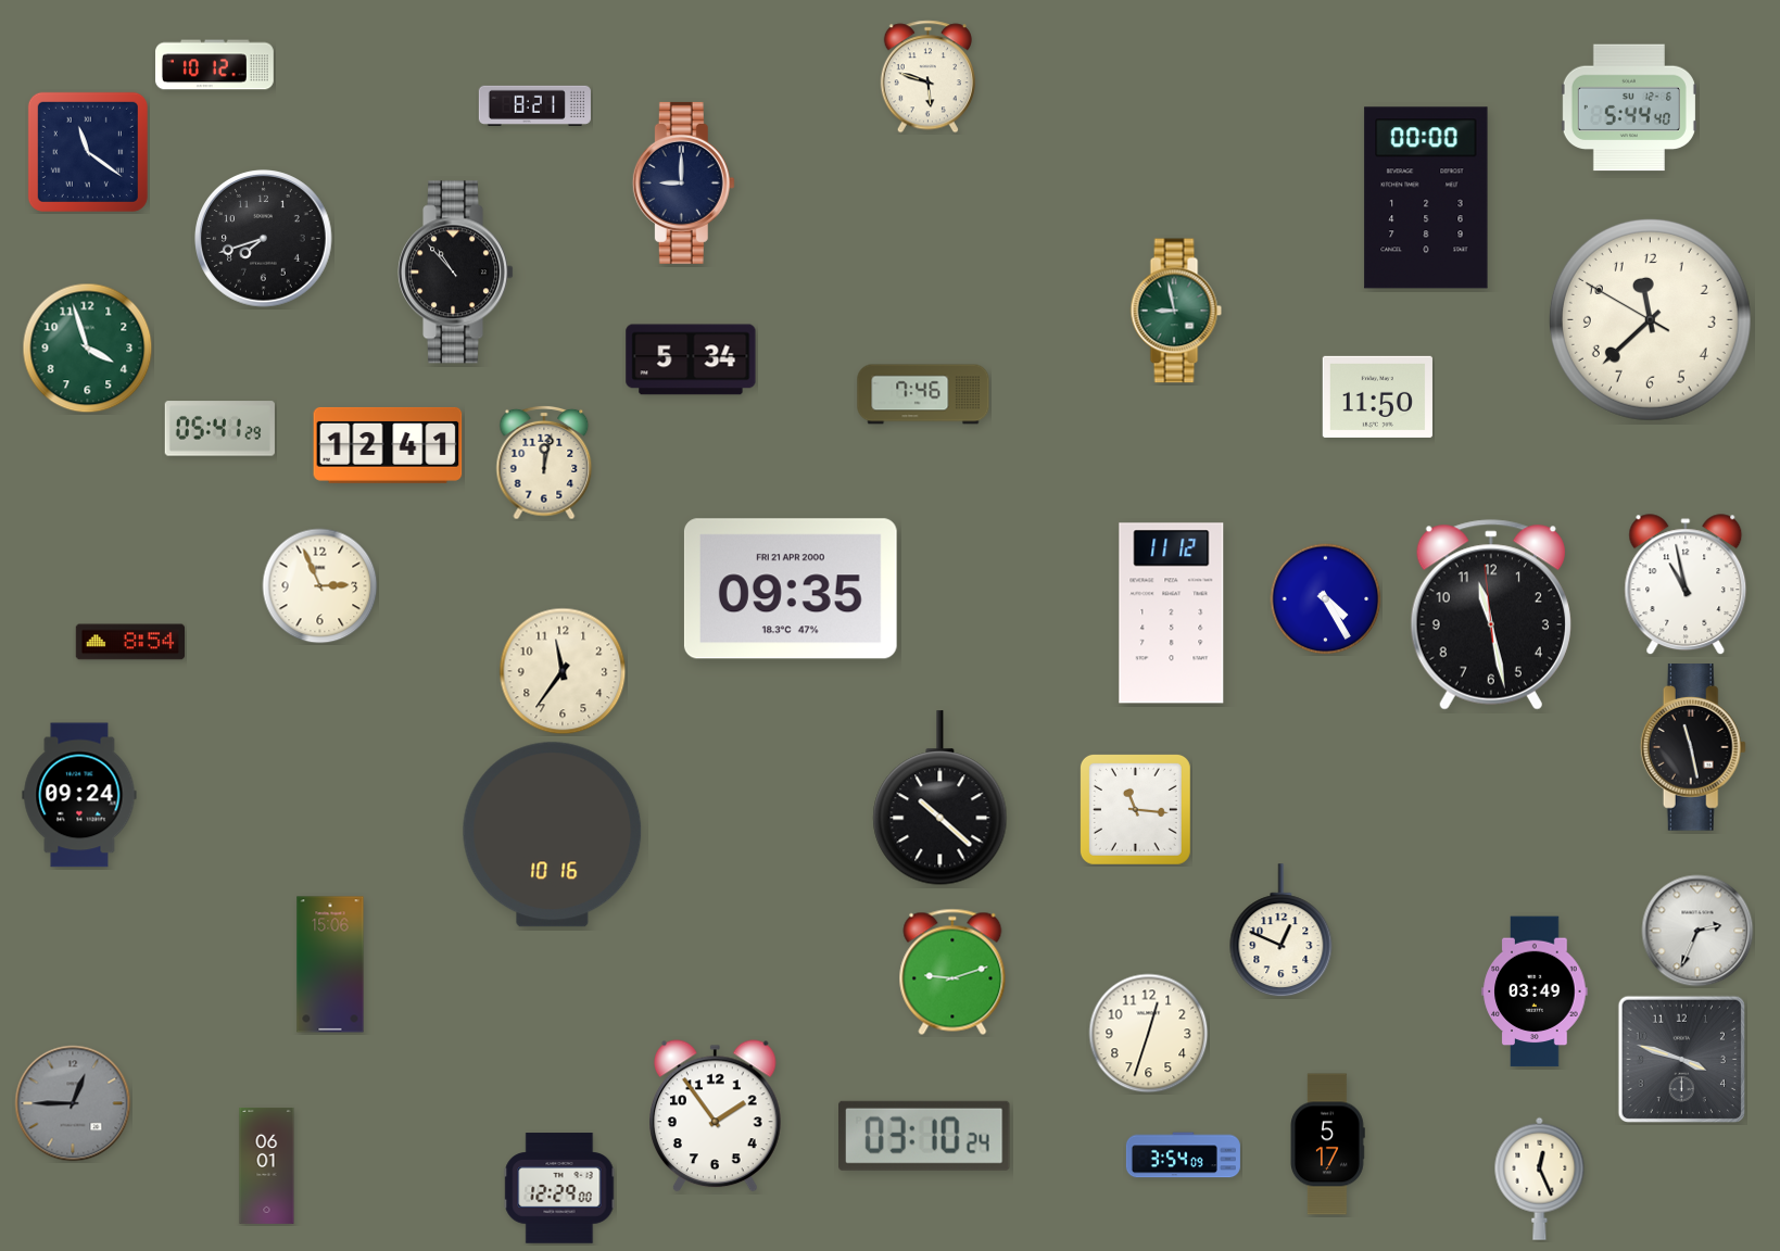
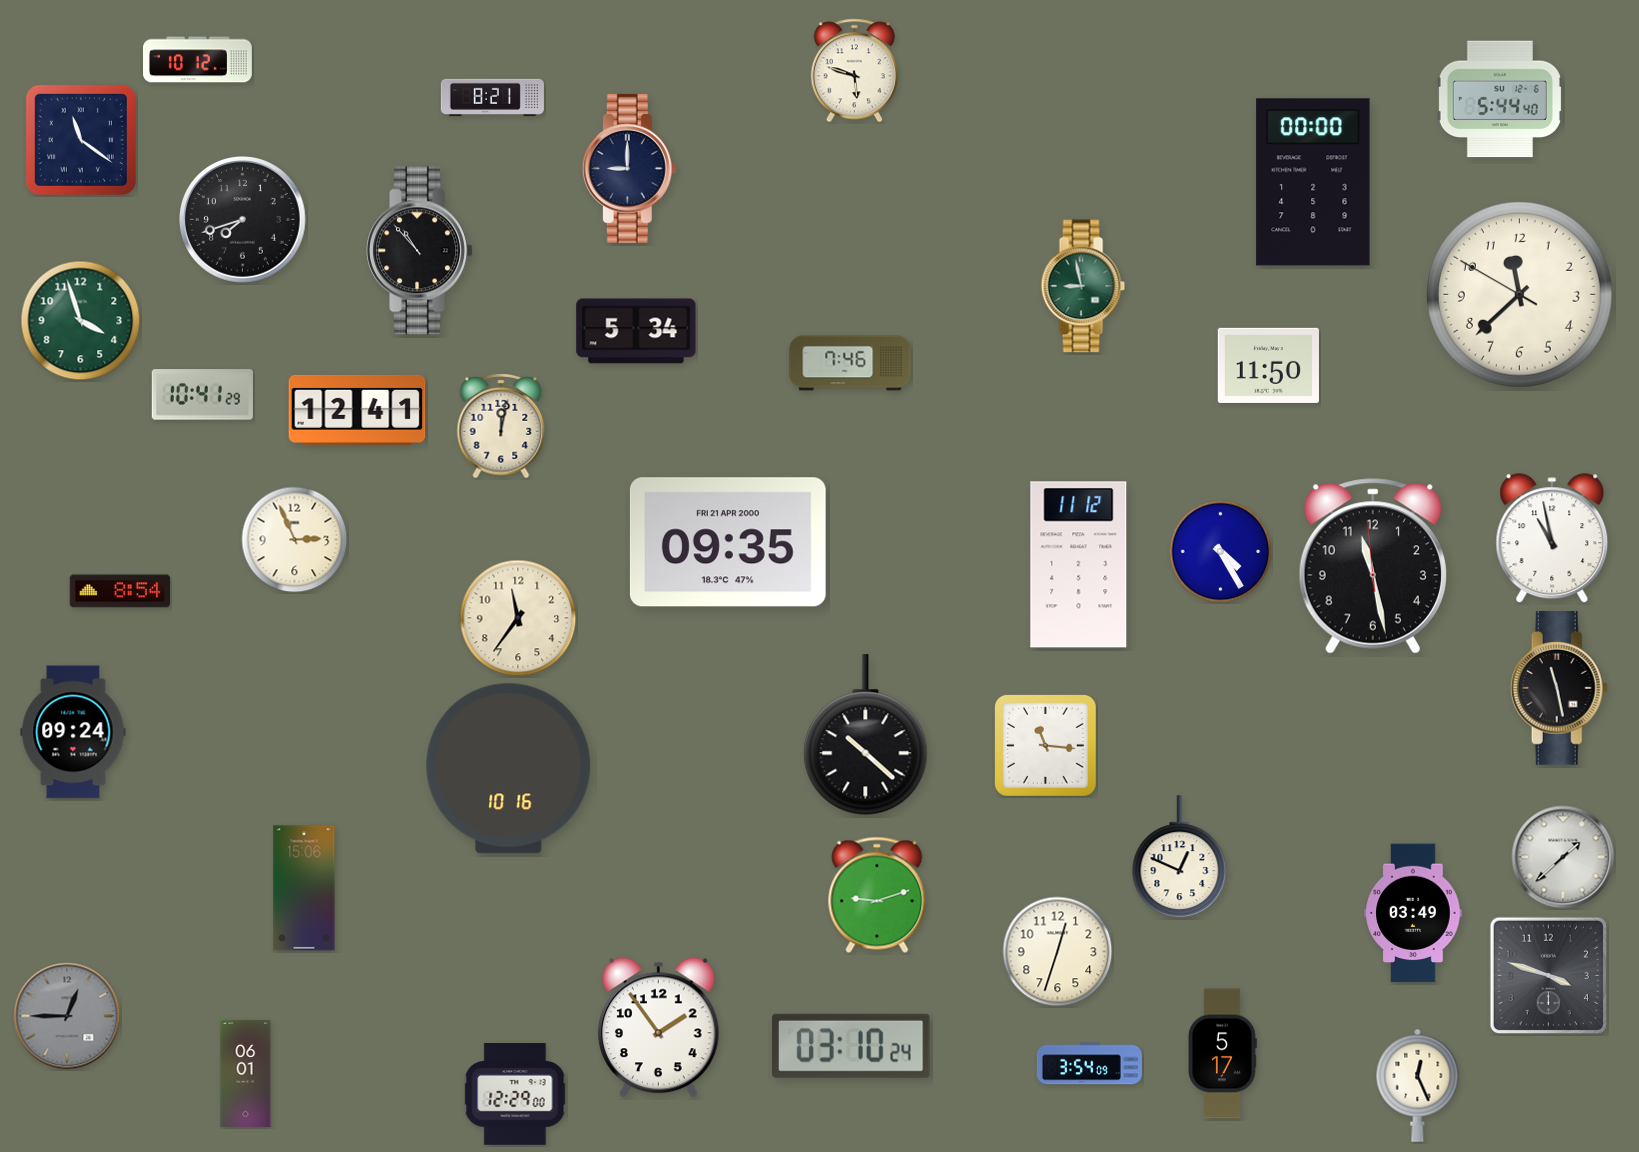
clock at (219, 429): 05:41 -> 10:41
clock at (1697, 931): 2:34 -> 1:38
